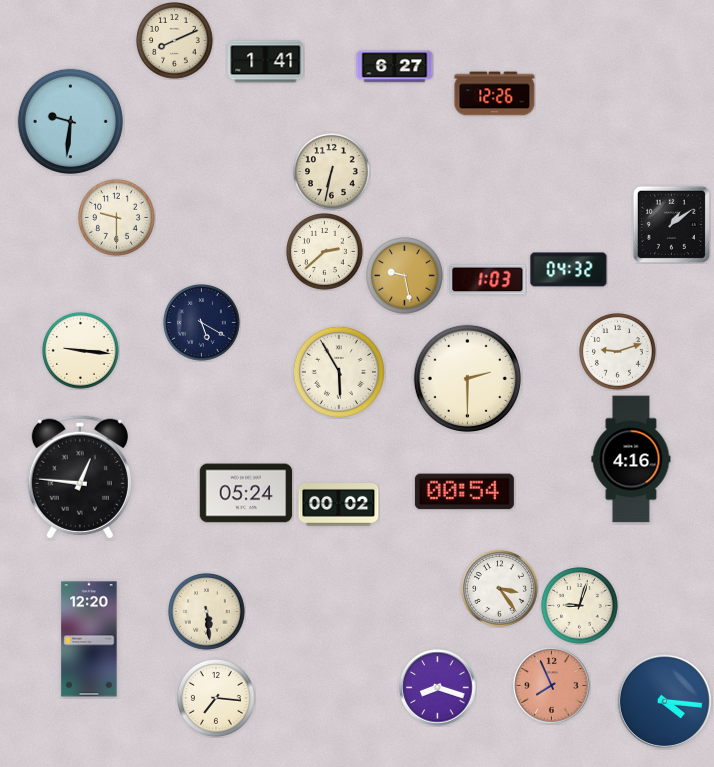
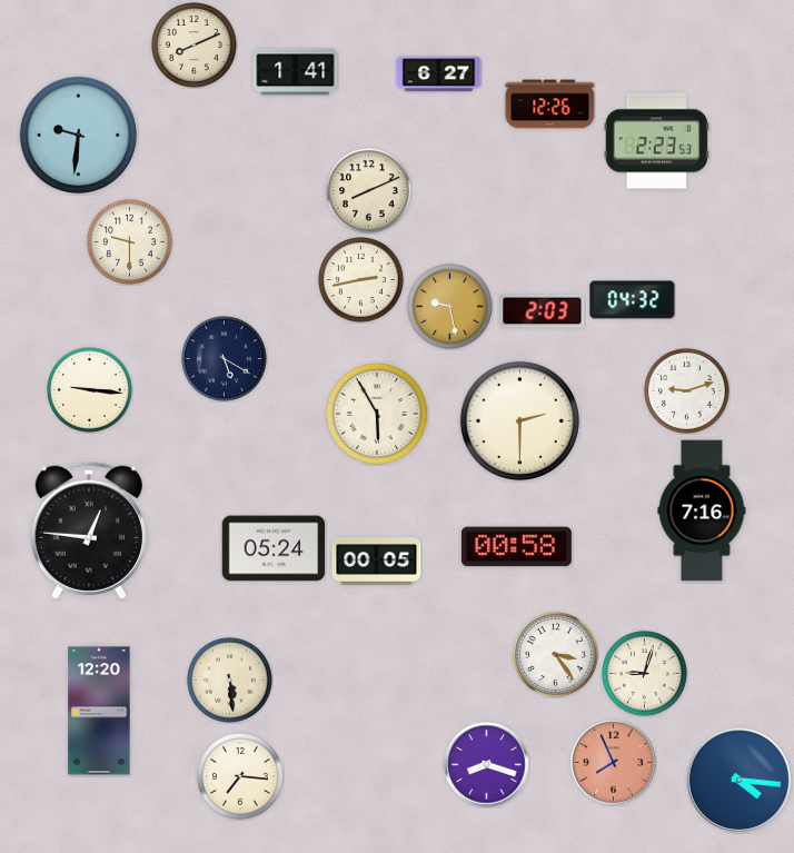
clock at (266, 62) position: (266, 62) -> (296, 72)
clock at (656, 141): none -> 2:23
clock at (332, 172): 6:32 -> 8:11
clock at (671, 224): 1:09 -> none
clock at (325, 252): 2:38 -> 2:43
clock at (488, 280): 1:03 -> 2:03
clock at (631, 459): 4:16 -> 7:16
clock at (464, 492): 00:54 -> 00:58
clock at (339, 505): 00:02 -> 00:05
